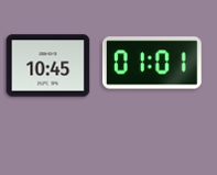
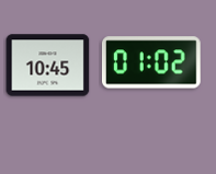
clock at (152, 63): 01:01 -> 01:02
